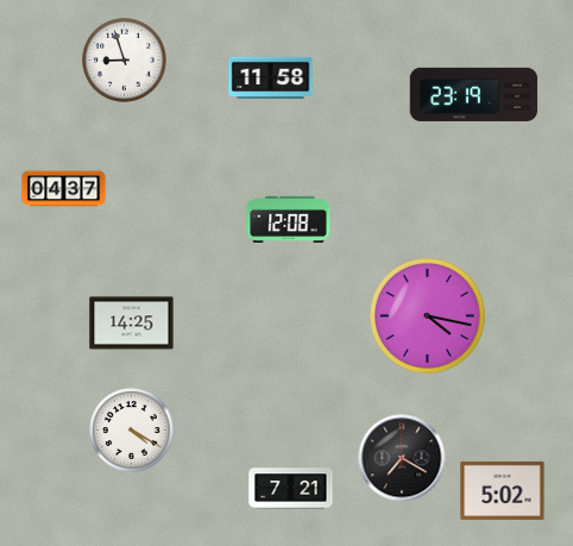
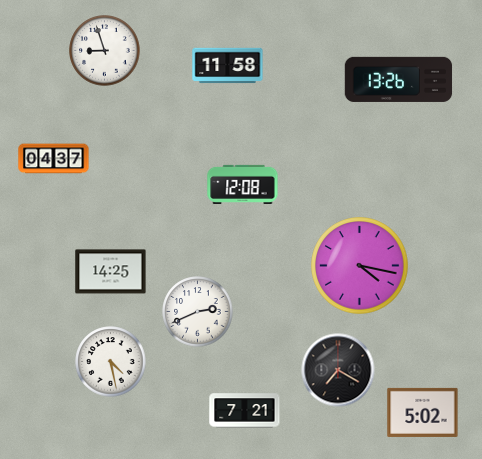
clock at (474, 94): 23:19 -> 13:26
clock at (198, 312): none -> 2:41
clock at (132, 431): 4:20 -> 4:28
clock at (402, 458) position: (402, 458) -> (338, 370)
